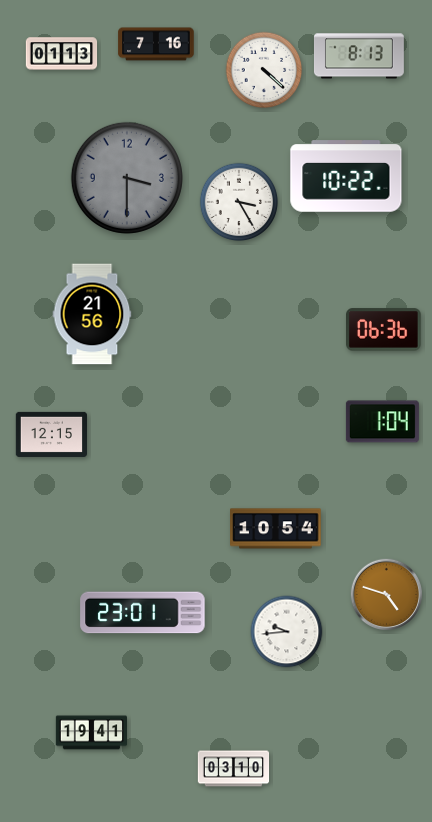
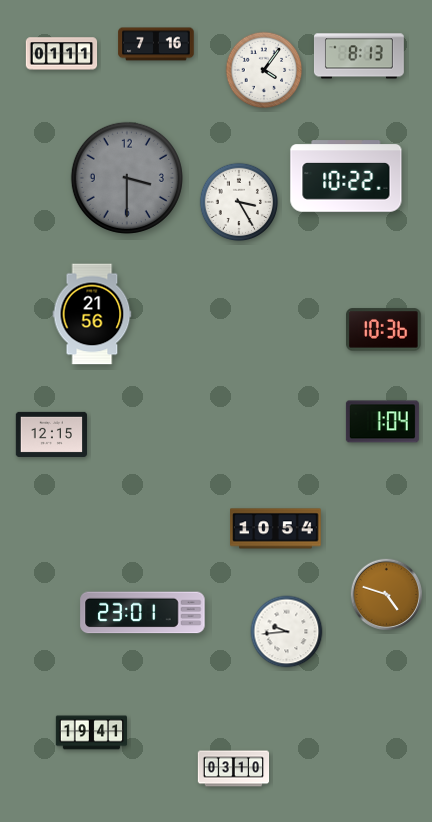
clock at (62, 54): 01:13 -> 01:11
clock at (264, 70): 4:22 -> 4:06
clock at (384, 330): 06:36 -> 10:36
